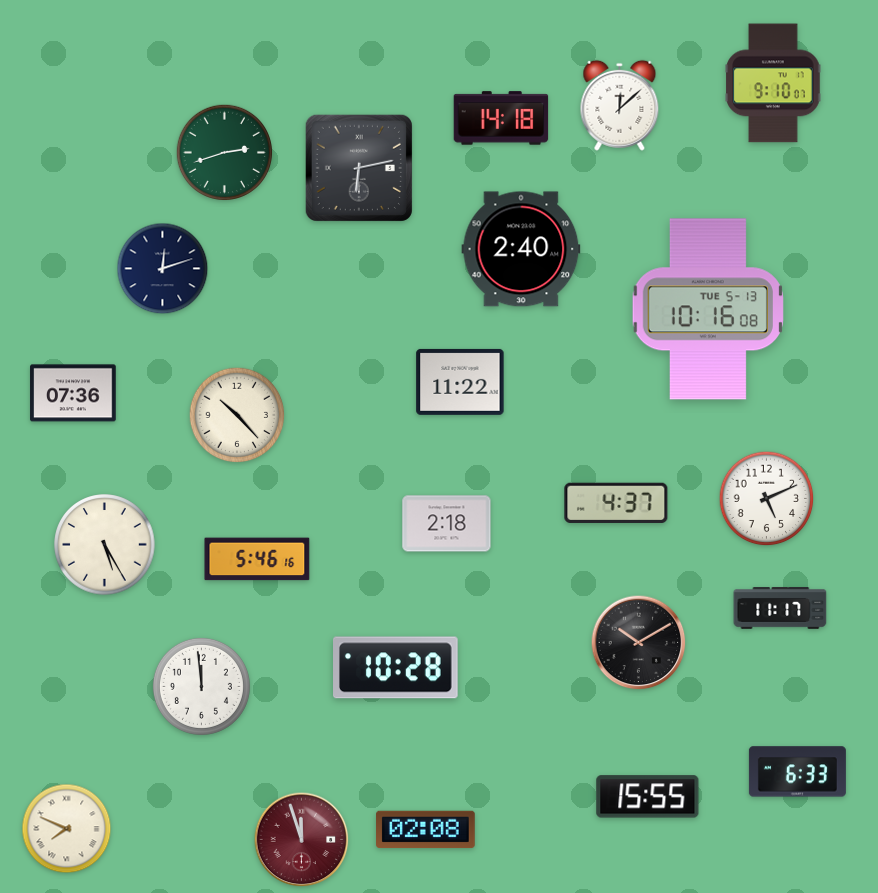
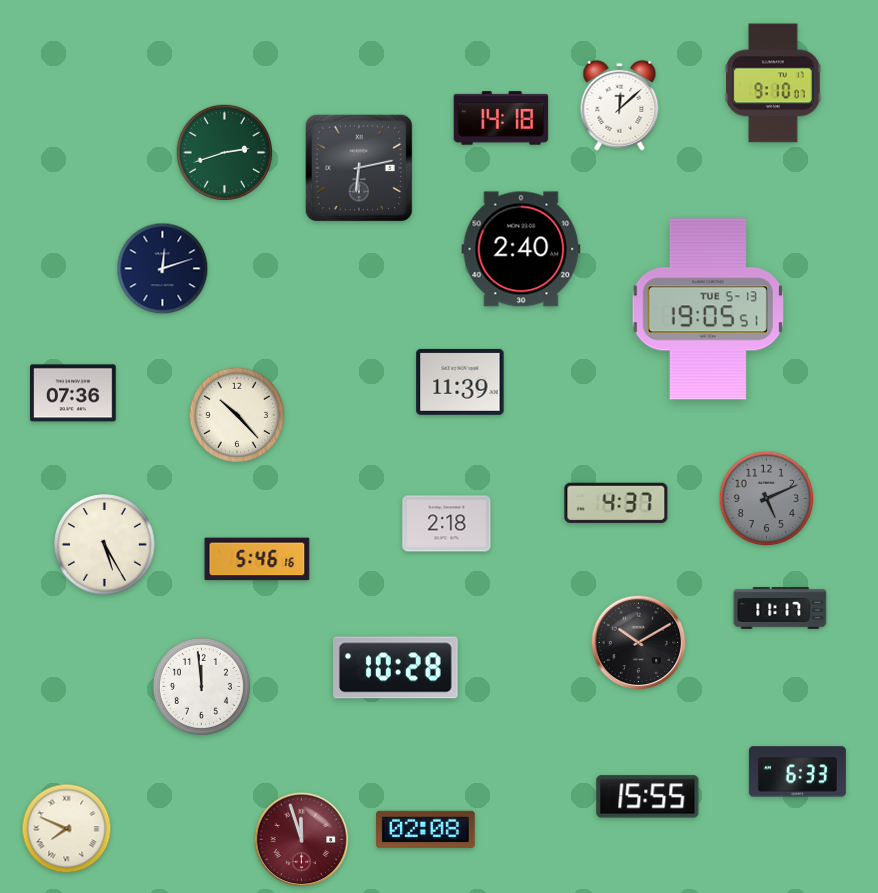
clock at (708, 309): 10:16 -> 19:05
clock at (460, 382): 11:22 -> 11:39
clock at (767, 499) dial: white -> grey
